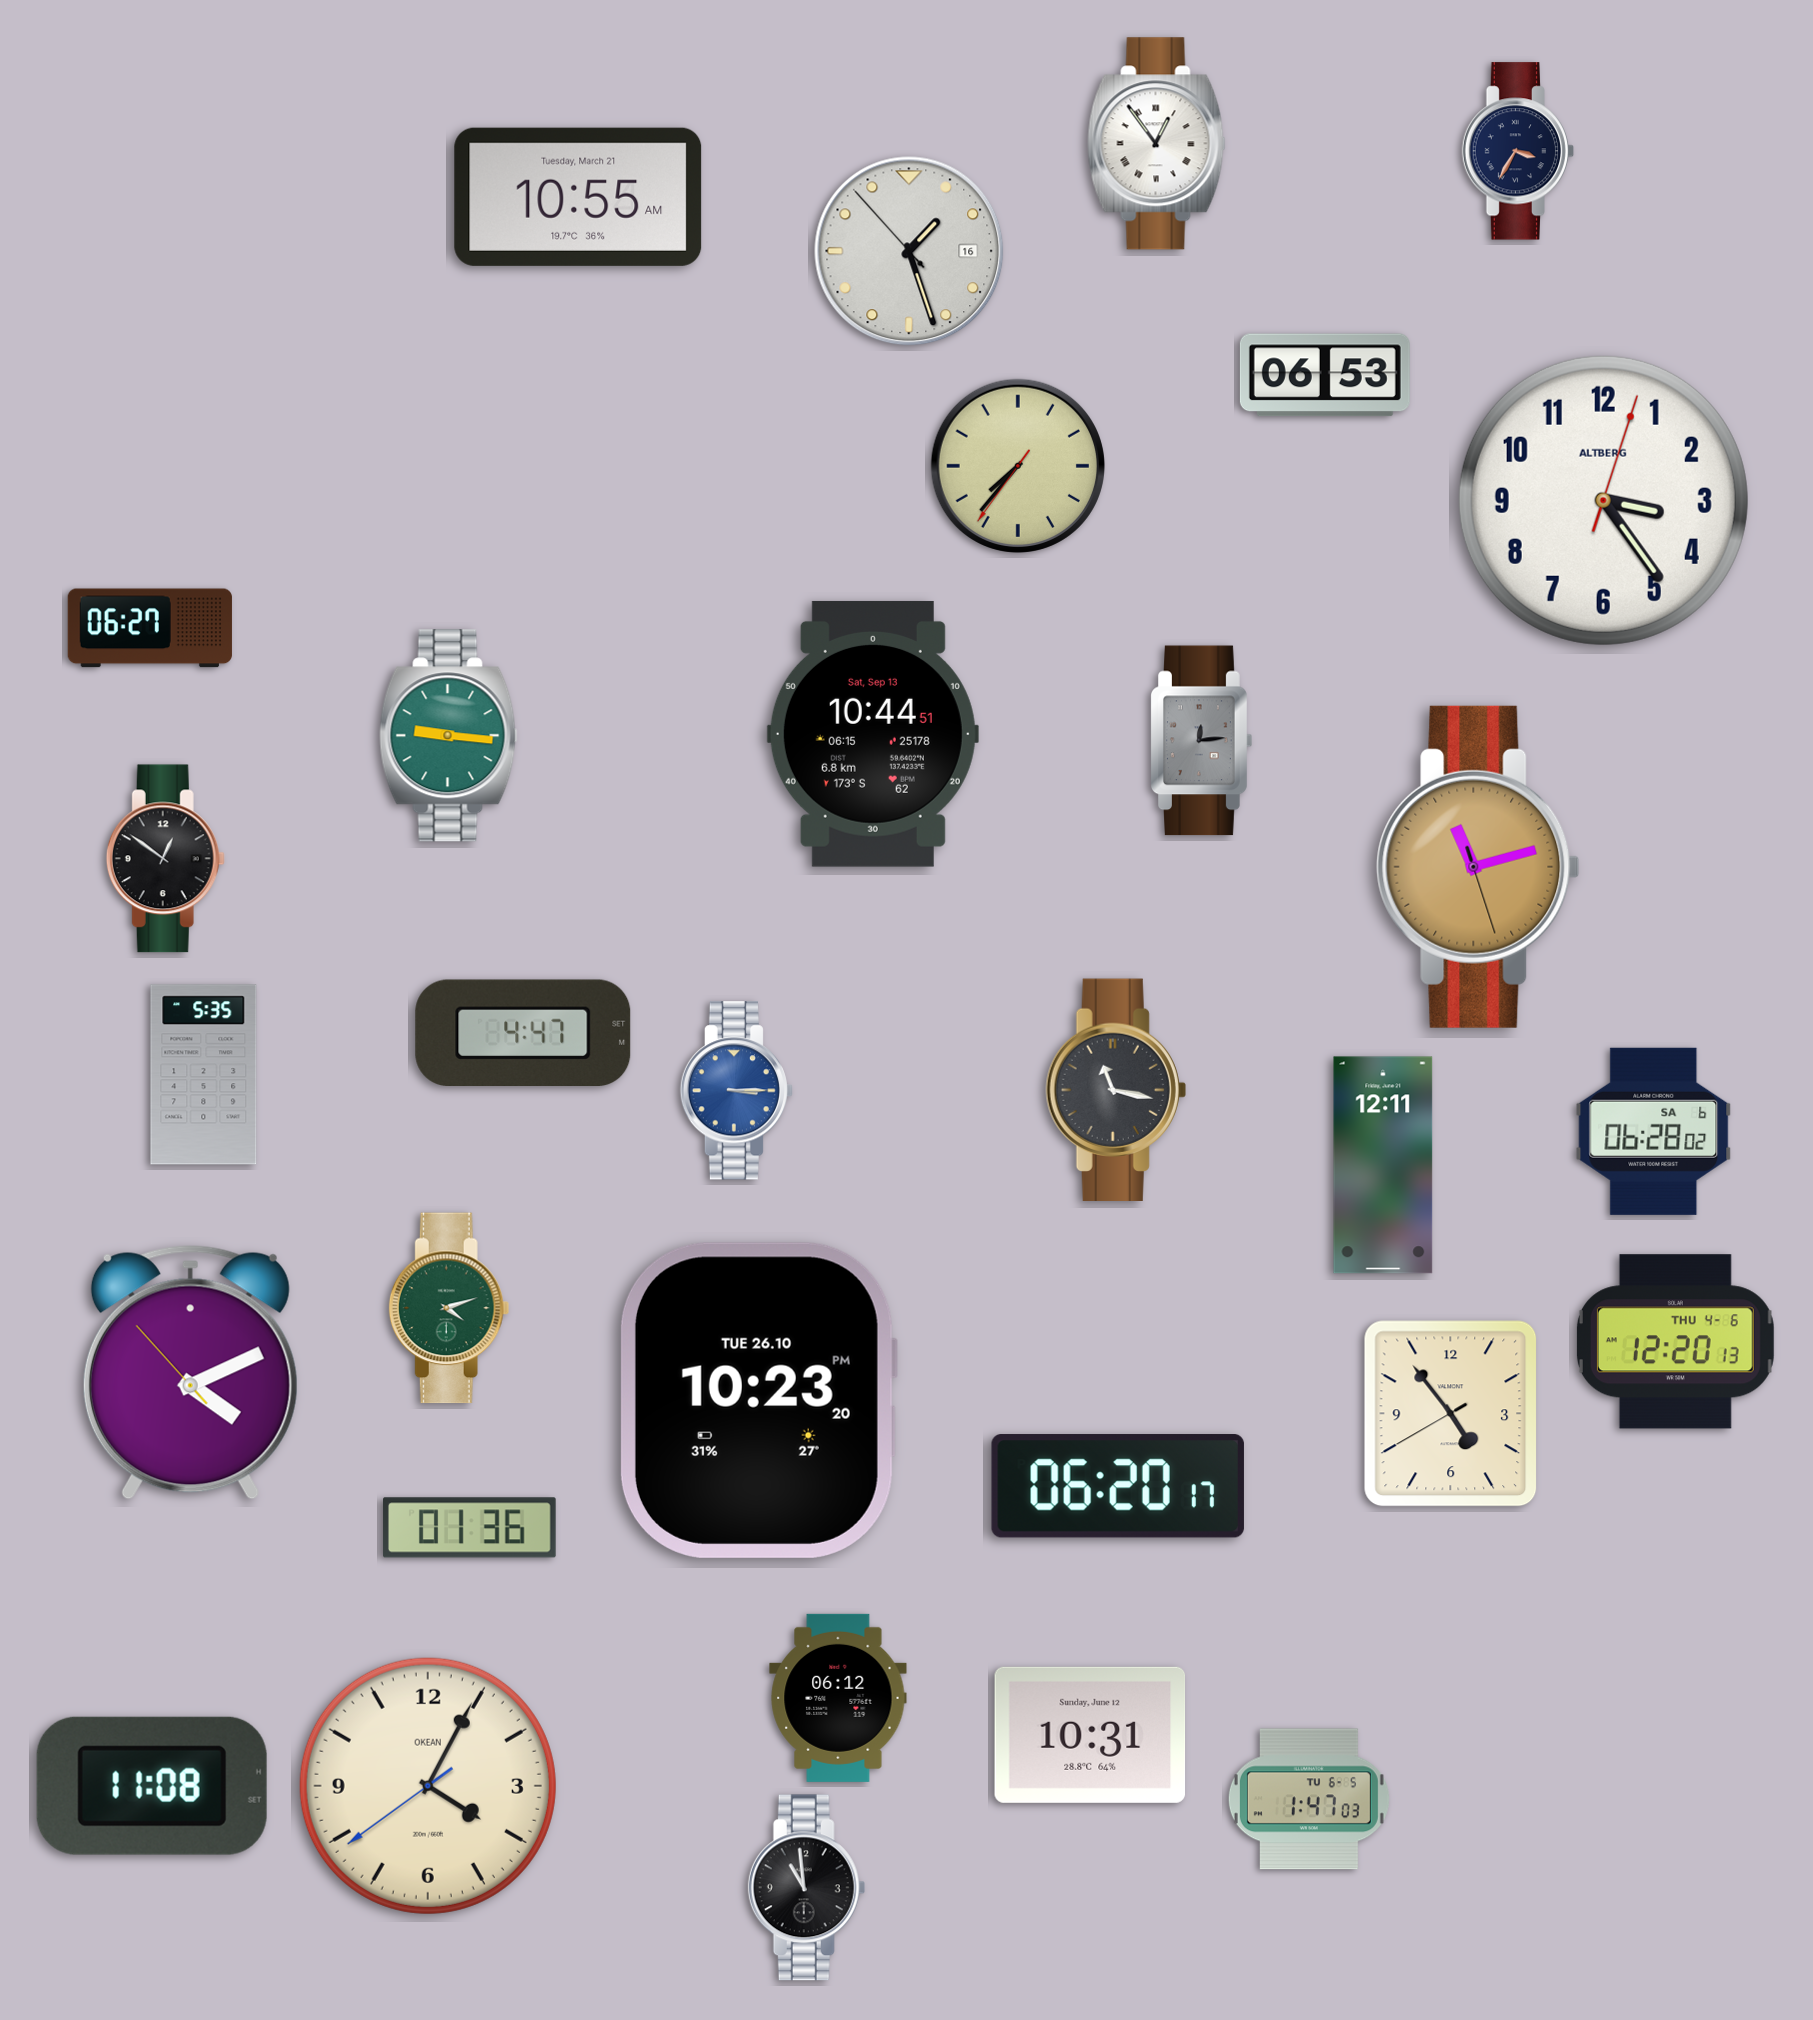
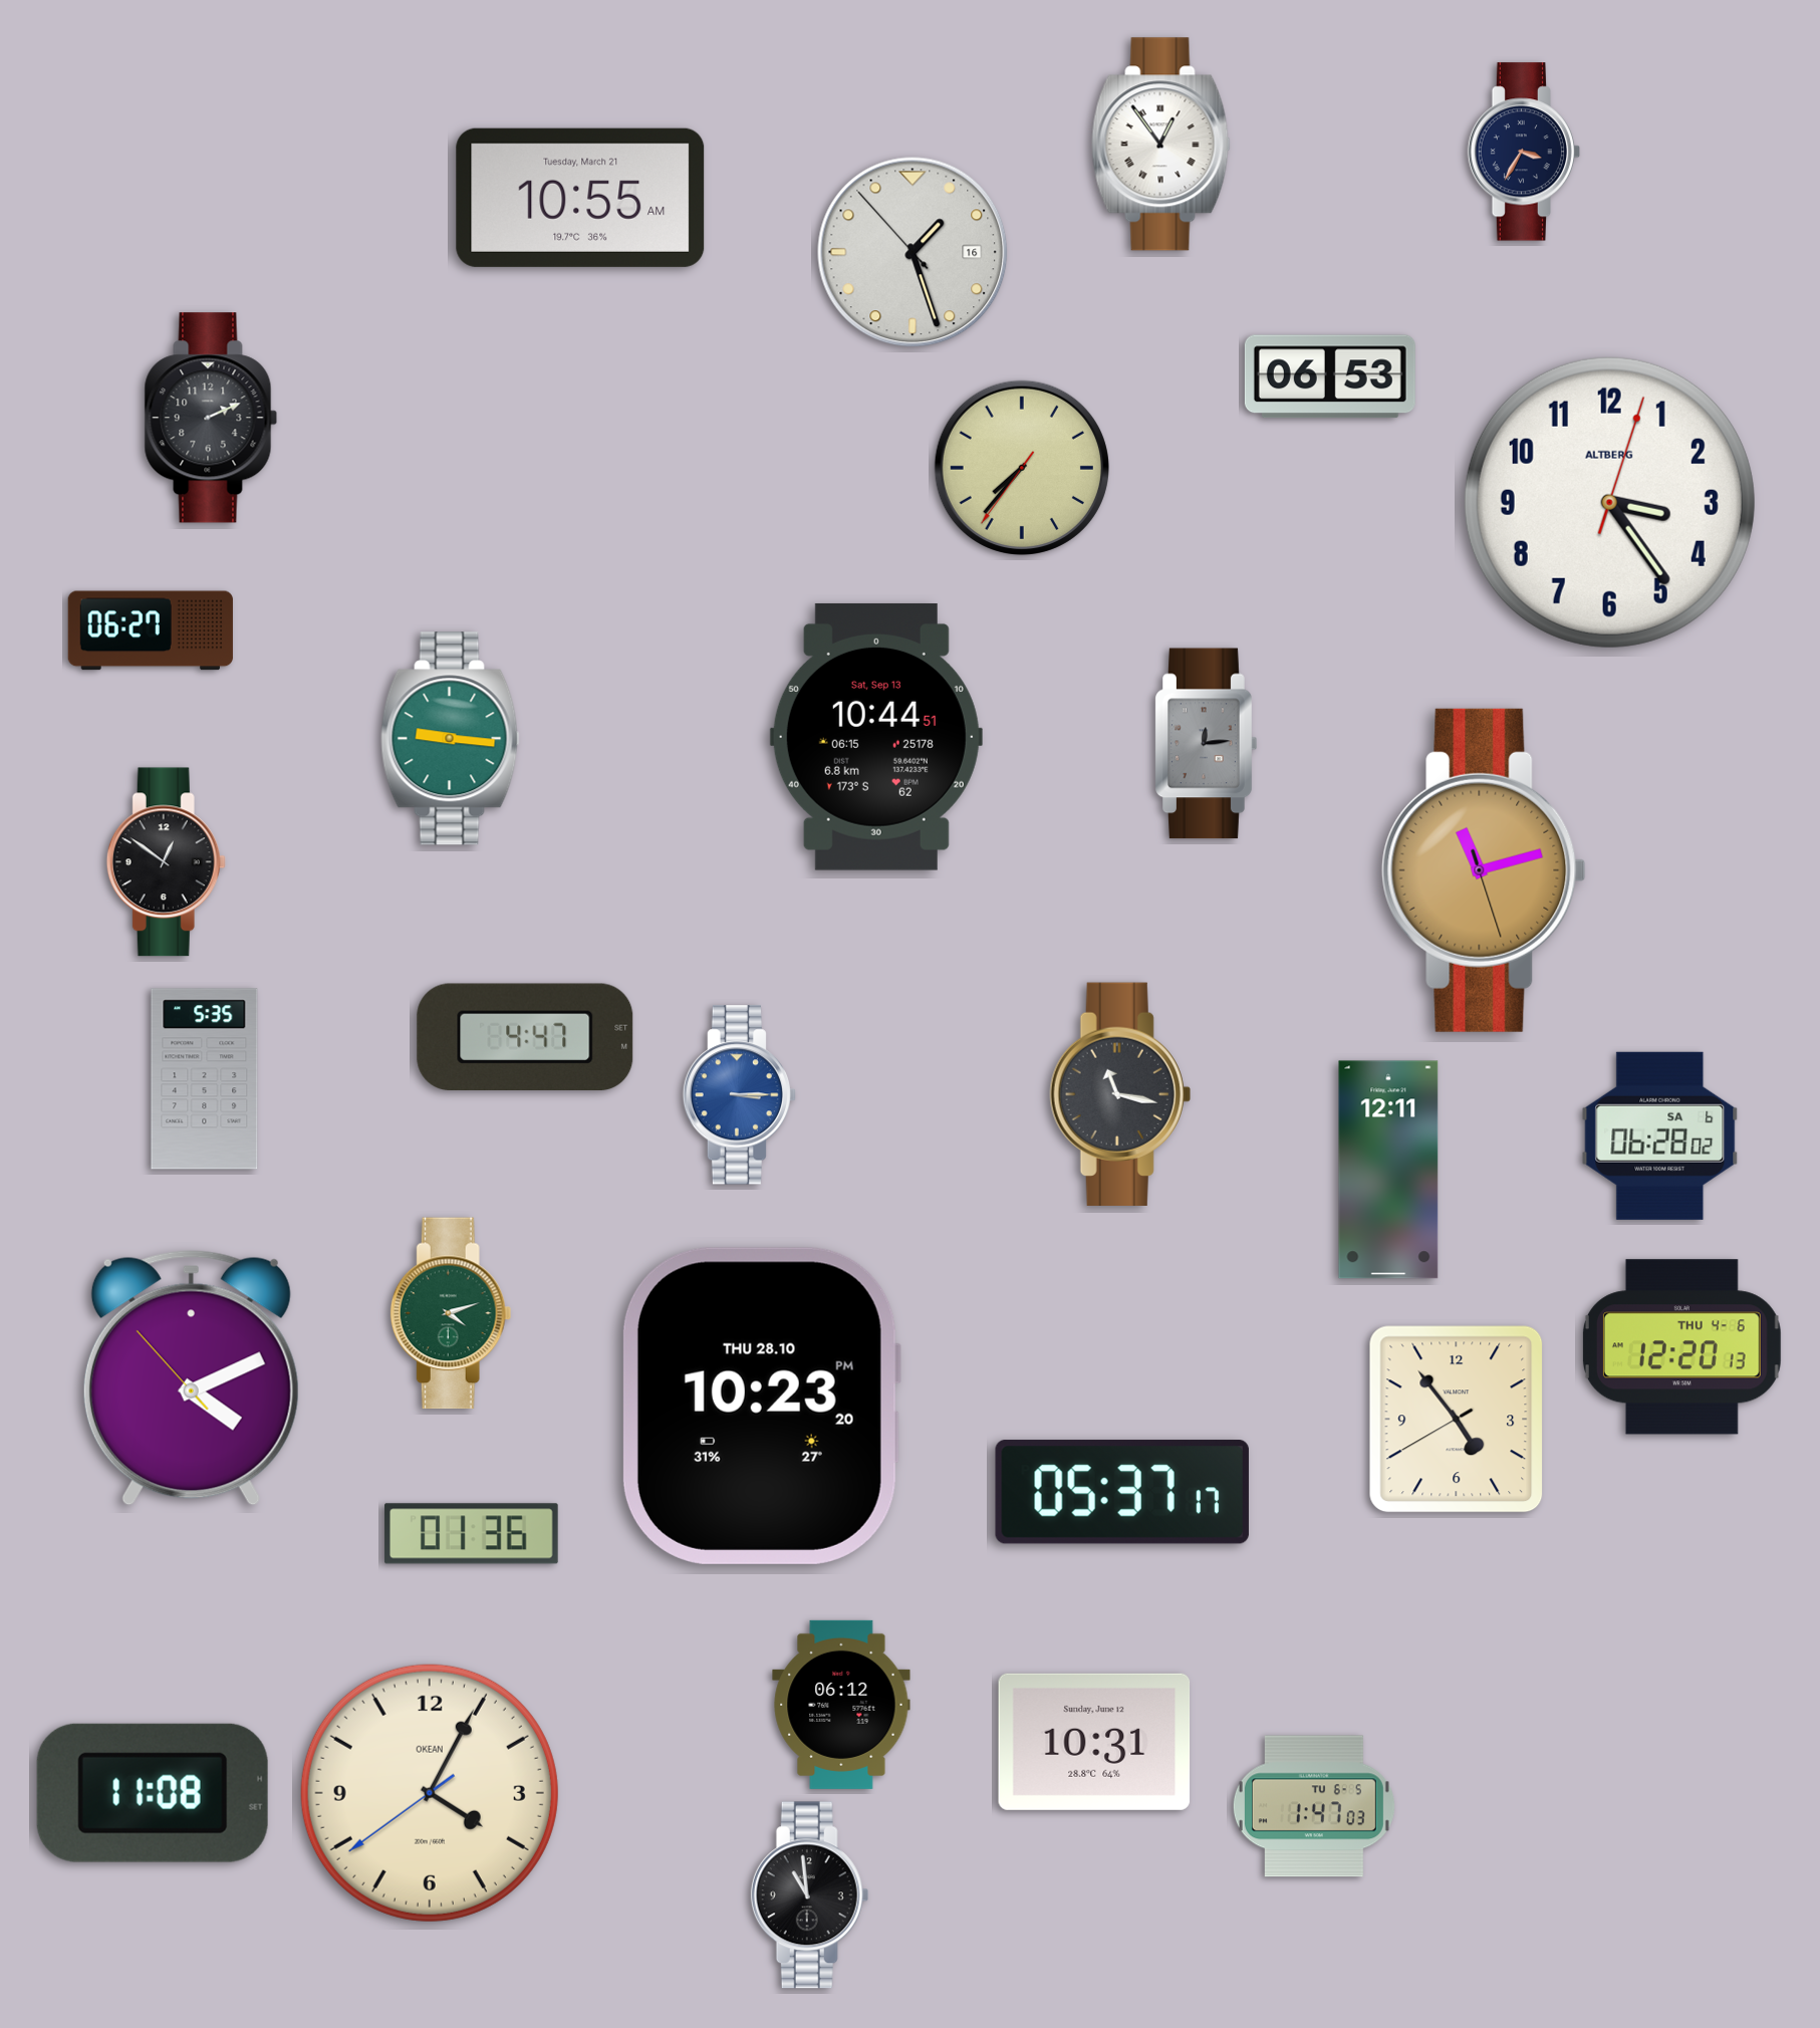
clock at (211, 418): none -> 2:11
clock at (758, 1400) date: TUE 26.10 -> THU 28.10
clock at (1118, 1486): 06:20 -> 05:37
